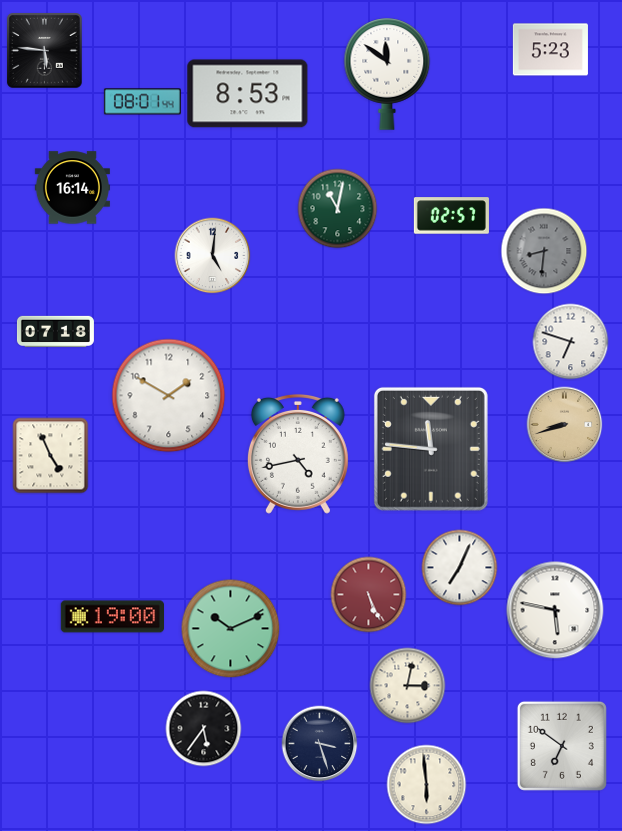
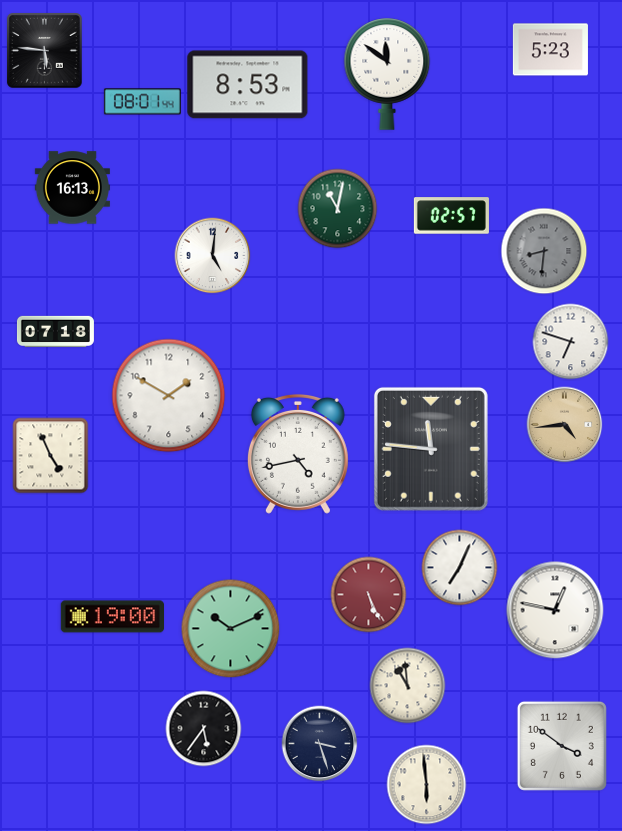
clock at (248, 94) position: (248, 94) -> (248, 85)
clock at (72, 188): 16:14 -> 16:13
clock at (565, 425): 8:42 -> 4:44
clock at (555, 610): 5:47 -> 12:47
clock at (408, 686): 3:02 -> 10:59
clock at (562, 746): 6:51 -> 3:51
